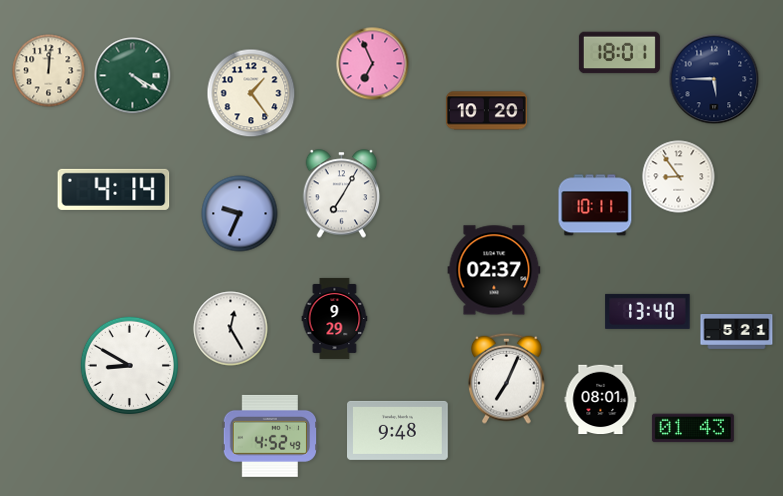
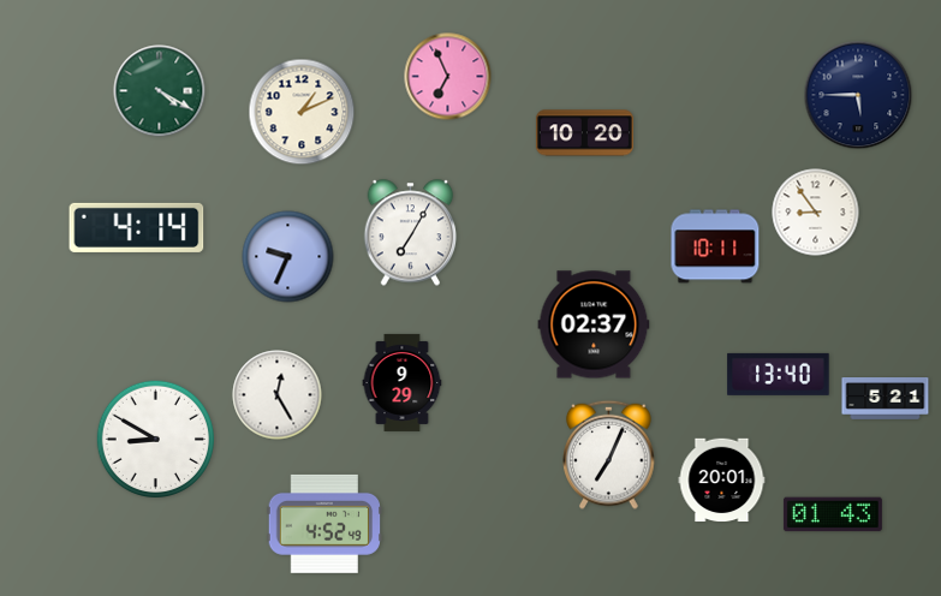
clock at (619, 53): 18:01 -> none
clock at (49, 71): 12:01 -> none
clock at (251, 93): 1:24 -> 1:11
clock at (601, 400): 08:01 -> 20:01
clock at (398, 430): 9:48 -> none
